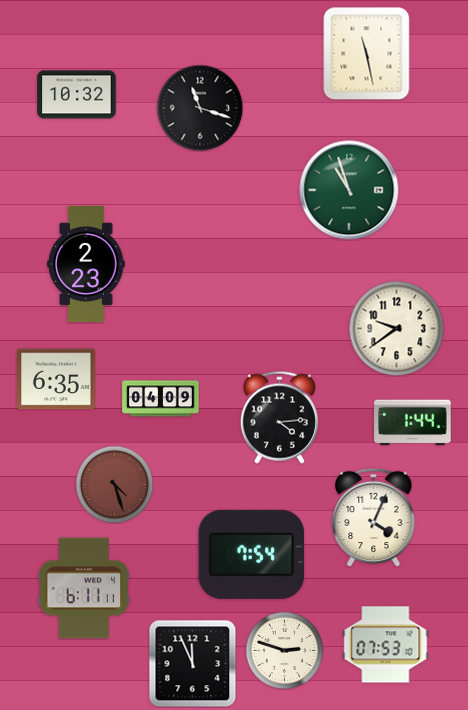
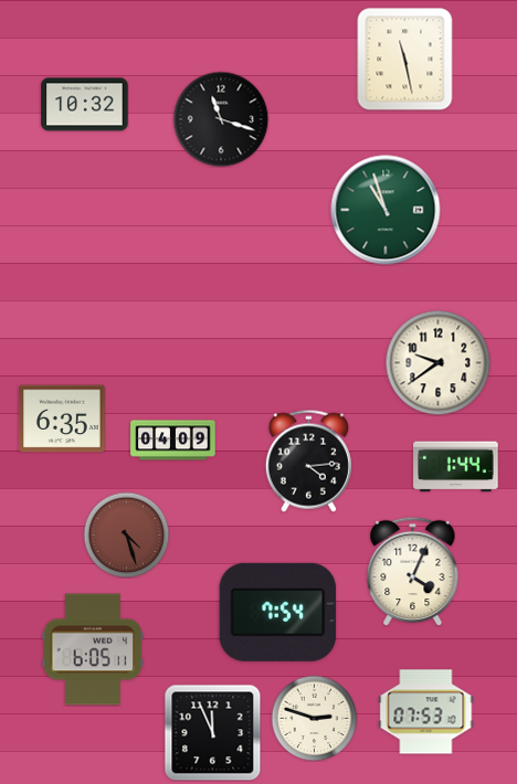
clock at (86, 264): 2:23 -> none
clock at (161, 399) position: (161, 399) -> (173, 441)
clock at (84, 588): 6:11 -> 6:05
